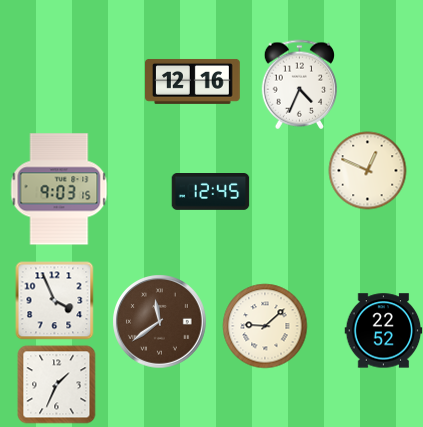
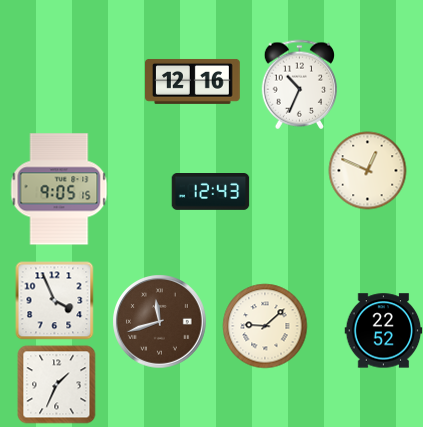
clock at (300, 84): 4:34 -> 10:34
clock at (59, 189): 9:03 -> 9:05
clock at (210, 192): 12:45 -> 12:43
clock at (159, 321): 11:39 -> 11:42
